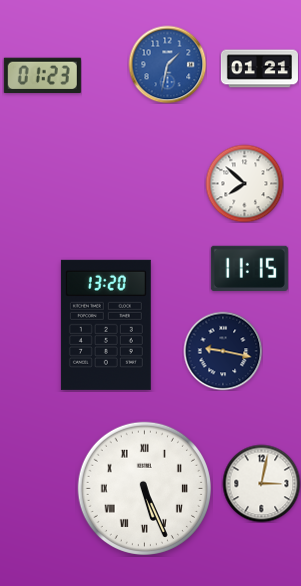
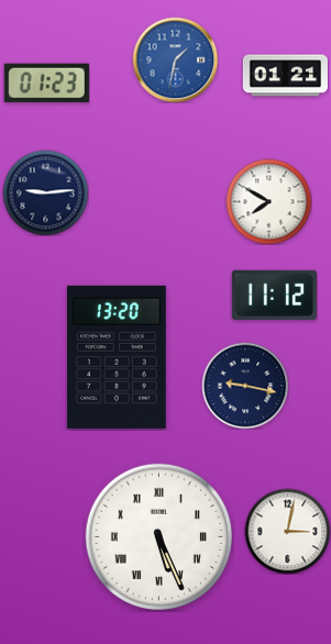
clock at (167, 64) position: (167, 64) -> (175, 59)
clock at (45, 192): none -> 9:14
clock at (244, 183): 7:52 -> 7:50
clock at (249, 268): 11:15 -> 11:12
